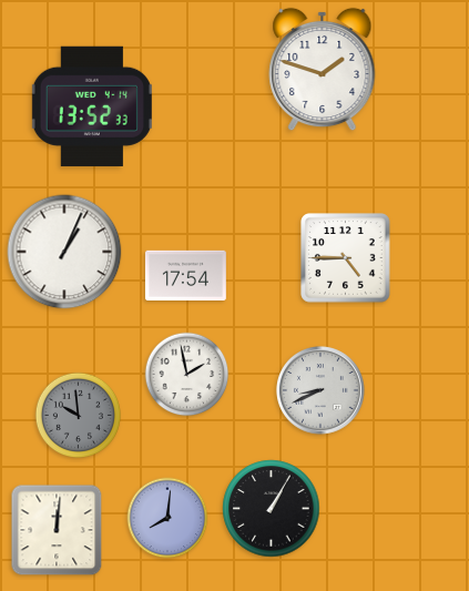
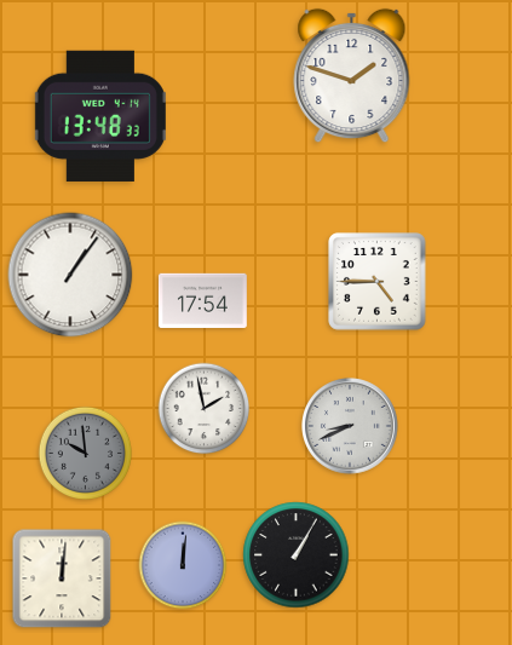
clock at (92, 106): 13:52 -> 13:48
clock at (64, 252): 1:04 -> 1:06
clock at (167, 518): 8:01 -> 12:01
